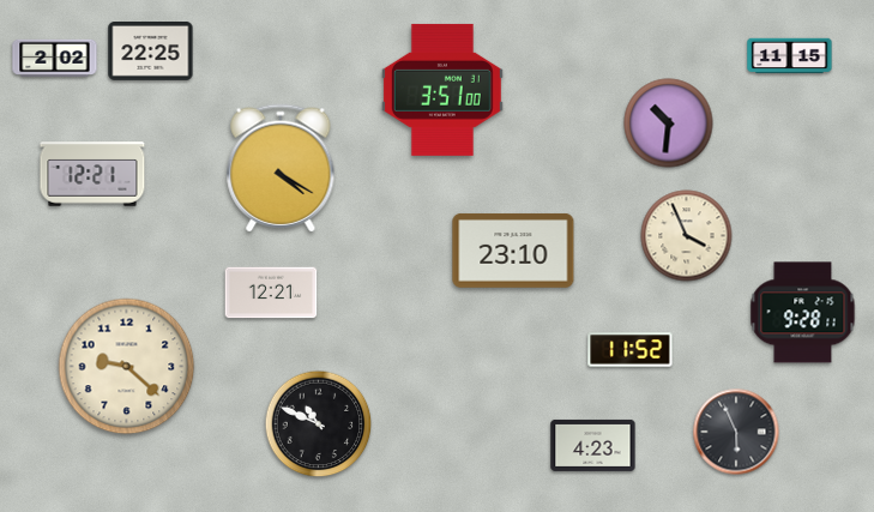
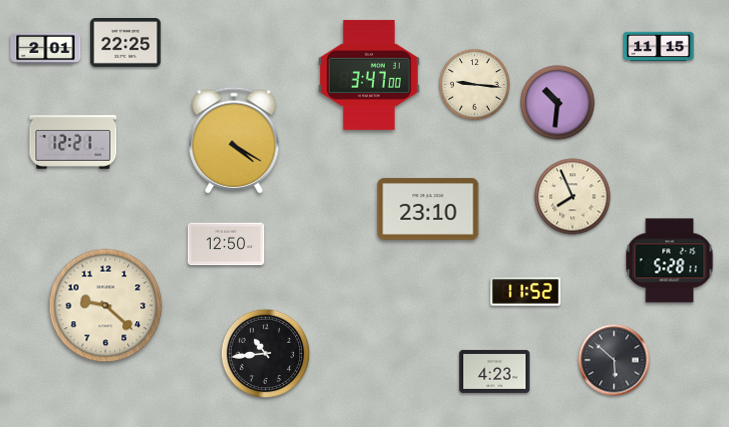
clock at (55, 58): 2:02 -> 2:01
clock at (442, 90): 3:51 -> 3:47
clock at (475, 85): none -> 9:16
clock at (92, 174) position: (92, 174) -> (73, 142)
clock at (687, 236): 3:56 -> 7:56
clock at (271, 293): 12:21 -> 12:50
clock at (803, 313): 9:28 -> 5:28
clock at (319, 424): 10:49 -> 10:44
clock at (736, 432): 5:56 -> 5:52
